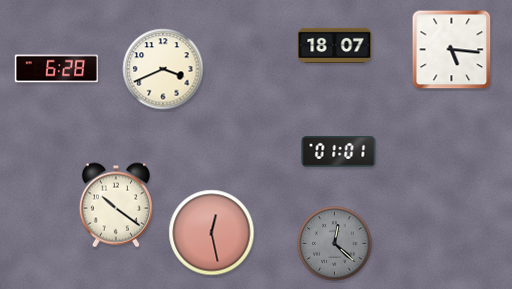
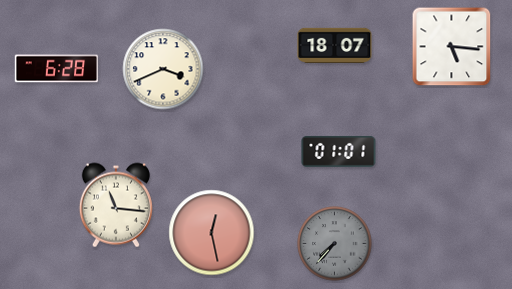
clock at (452, 50) position: (452, 50) -> (452, 47)
clock at (116, 205): 10:21 -> 11:16
clock at (335, 244): 12:22 -> 7:37
